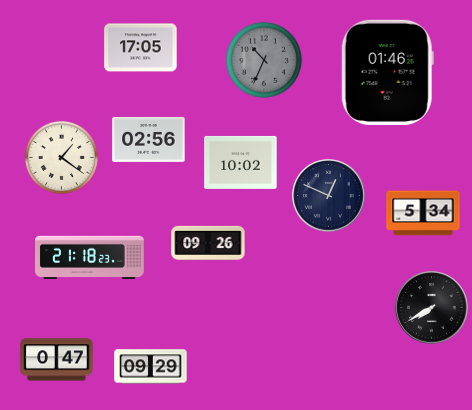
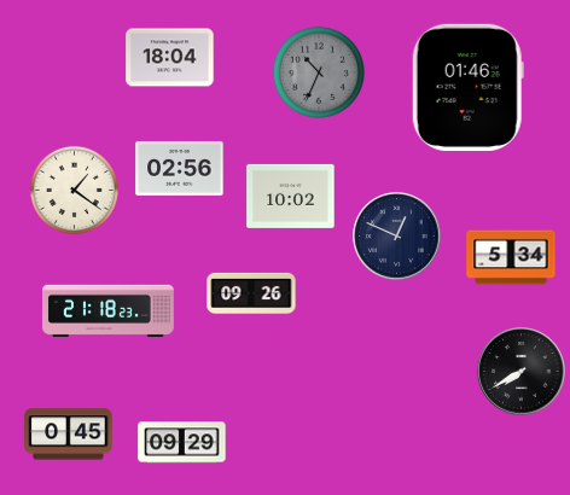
clock at (141, 48): 17:05 -> 18:04
clock at (57, 360): 0:47 -> 0:45
